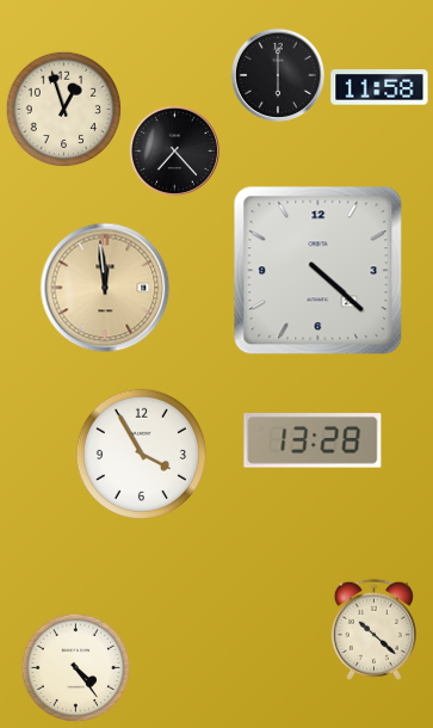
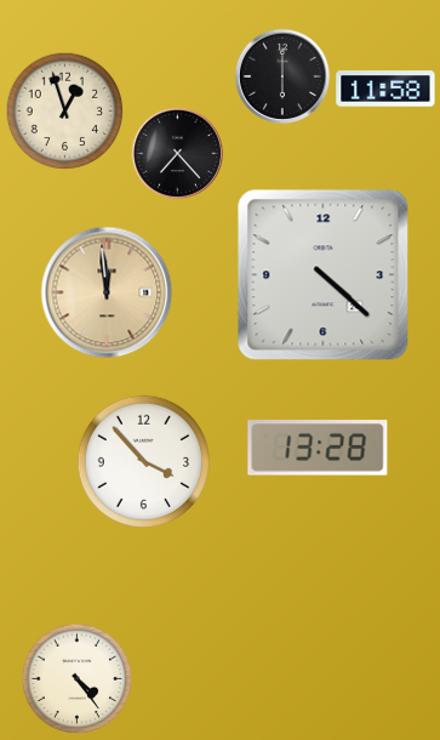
clock at (141, 454): 3:55 -> 3:53
clock at (373, 629): 10:22 -> none
